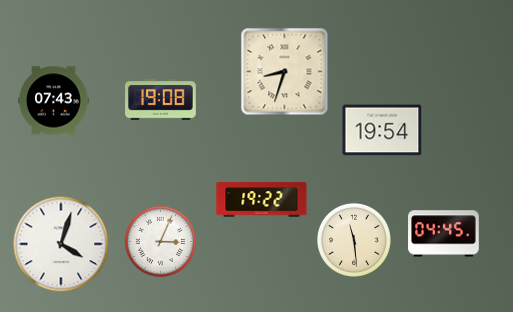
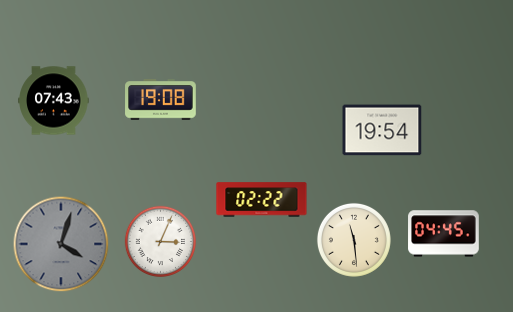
clock at (285, 72): 8:33 -> none
clock at (262, 200): 19:22 -> 02:22
clock at (61, 244) dial: white -> grey
